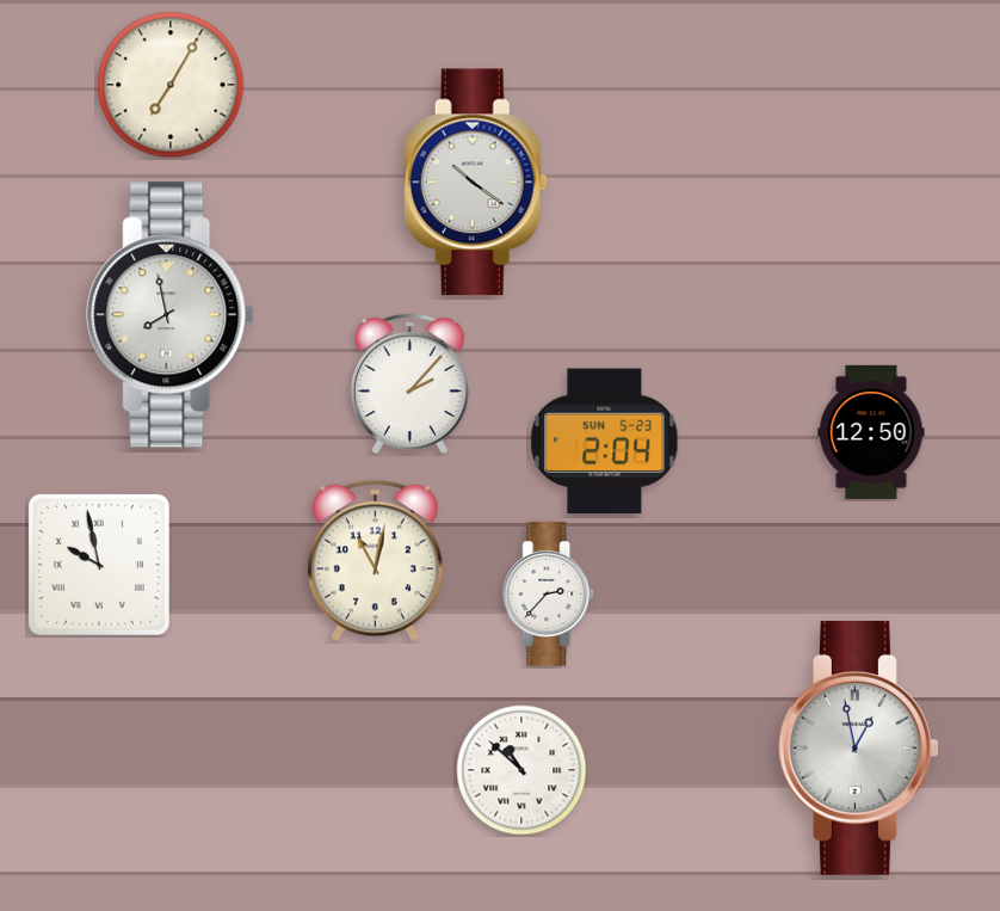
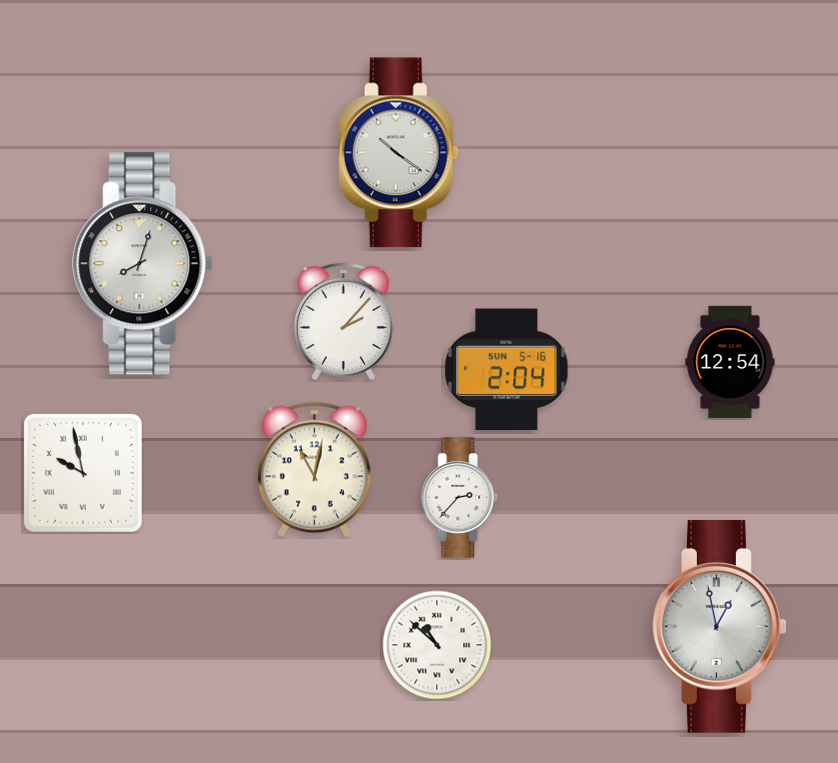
clock at (171, 85): 7:05 -> none
clock at (171, 315): 7:58 -> 8:03
clock at (871, 432): 12:50 -> 12:54
clock at (605, 442) date: SUN 5-23 -> SUN 5-16
